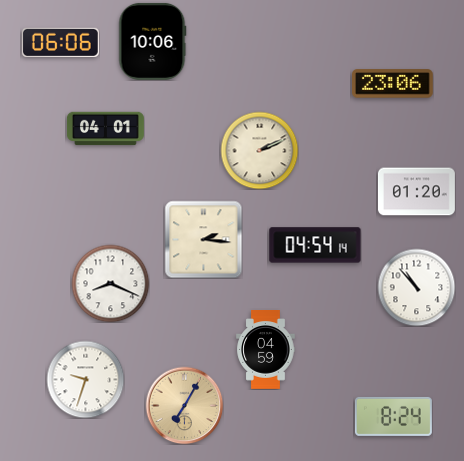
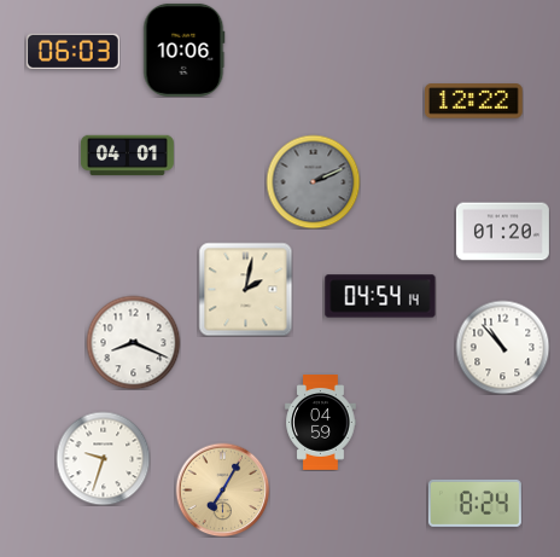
clock at (60, 42): 06:06 -> 06:03
clock at (393, 84): 23:06 -> 12:22
clock at (259, 150) dial: cream -> grey
clock at (203, 239): 2:16 -> 2:02
